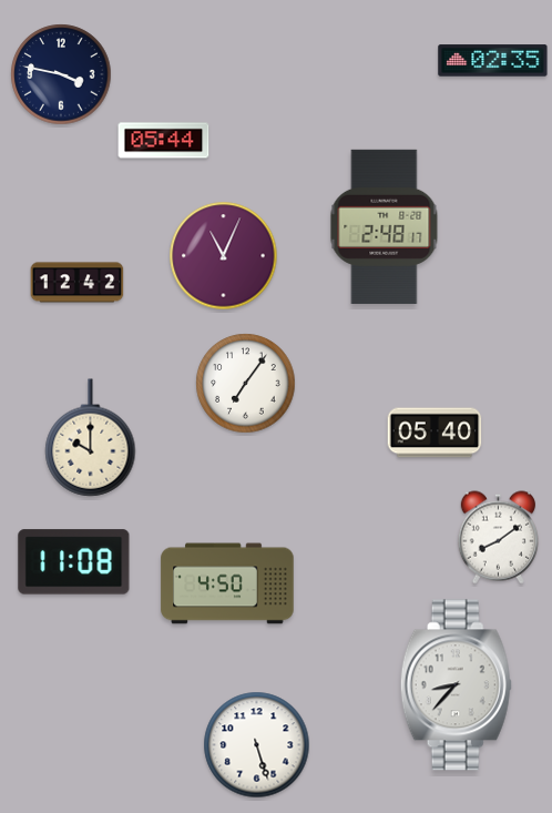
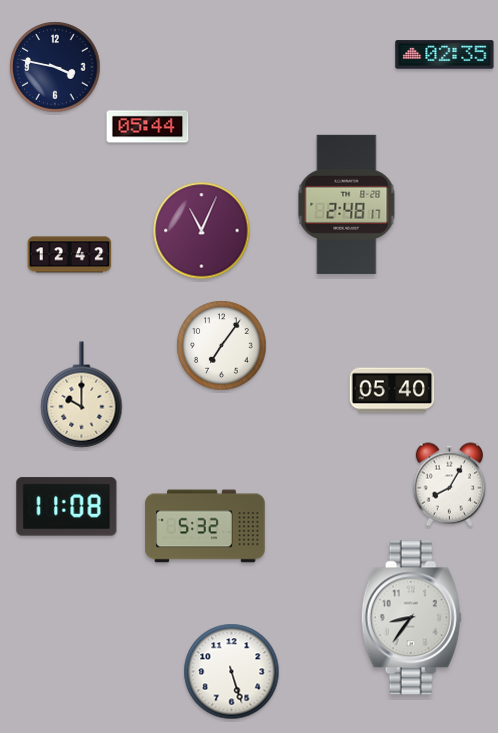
clock at (498, 538): 8:09 -> 8:05
clock at (227, 583): 4:50 -> 5:32
clock at (456, 685): 8:37 -> 8:36
